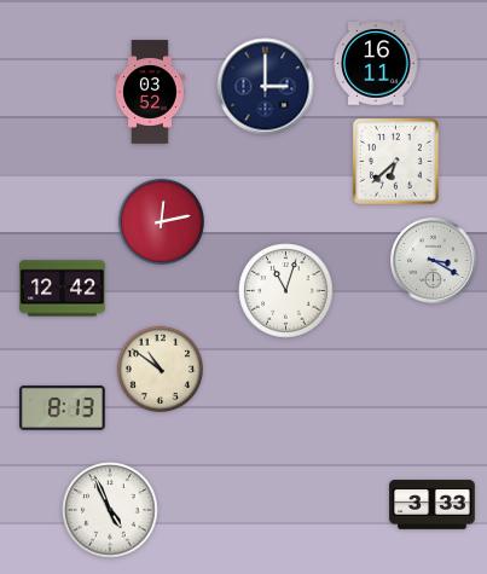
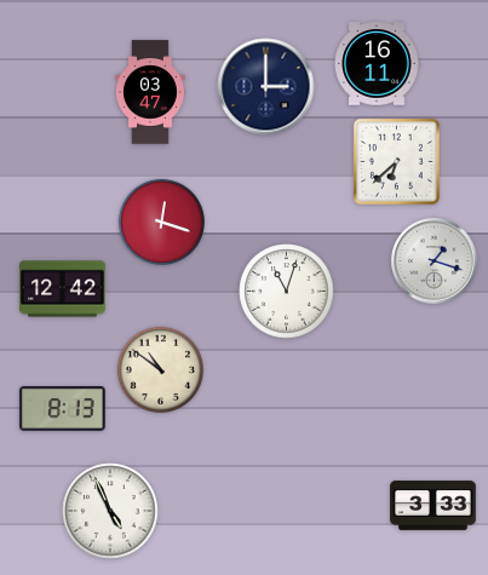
clock at (151, 92): 03:52 -> 03:47
clock at (161, 221): 12:13 -> 12:18
clock at (434, 261): 3:20 -> 1:18
